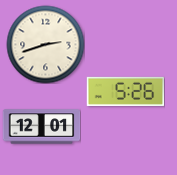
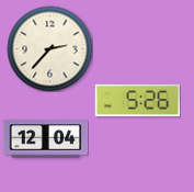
clock at (45, 44): 2:42 -> 2:37
clock at (41, 127): 12:01 -> 12:04
